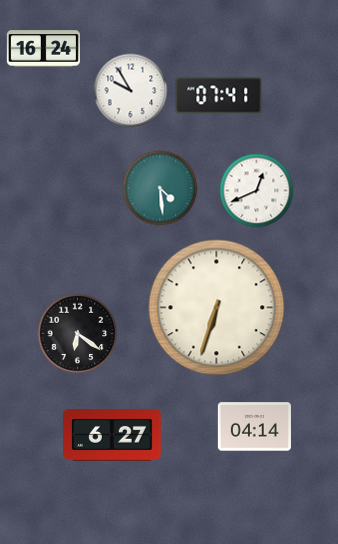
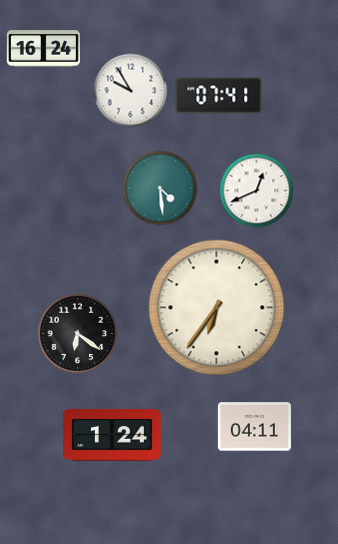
clock at (217, 308): 6:33 -> 6:36
clock at (254, 427): 04:14 -> 04:11
clock at (113, 436): 6:27 -> 1:24
